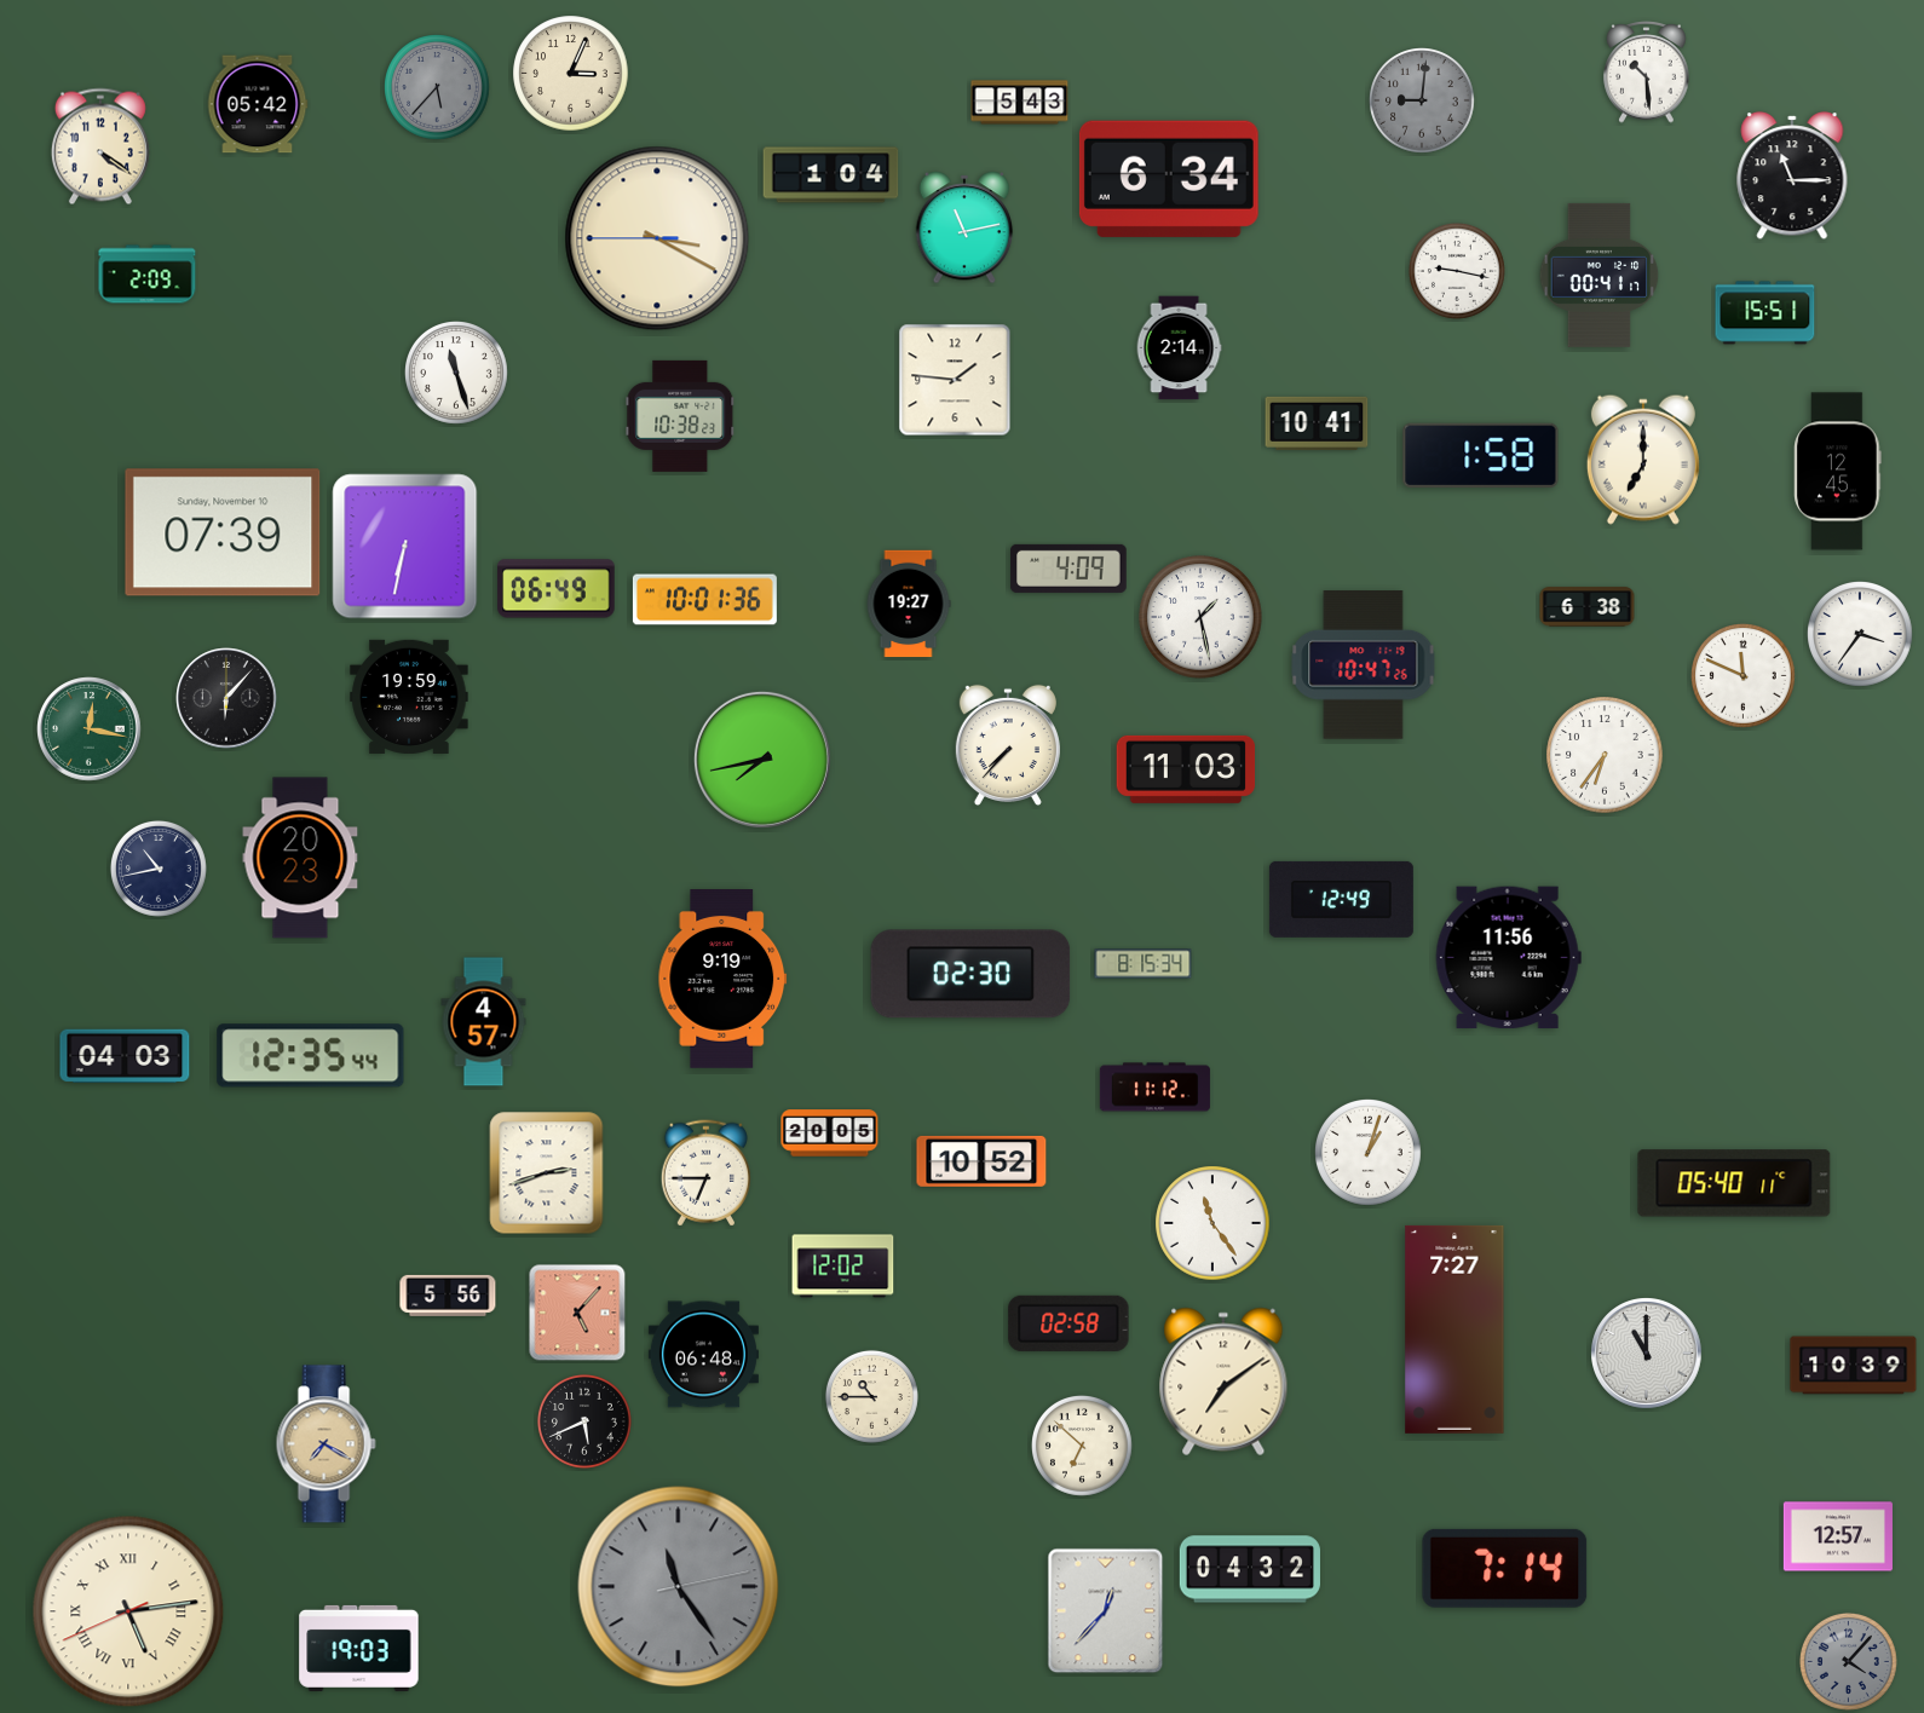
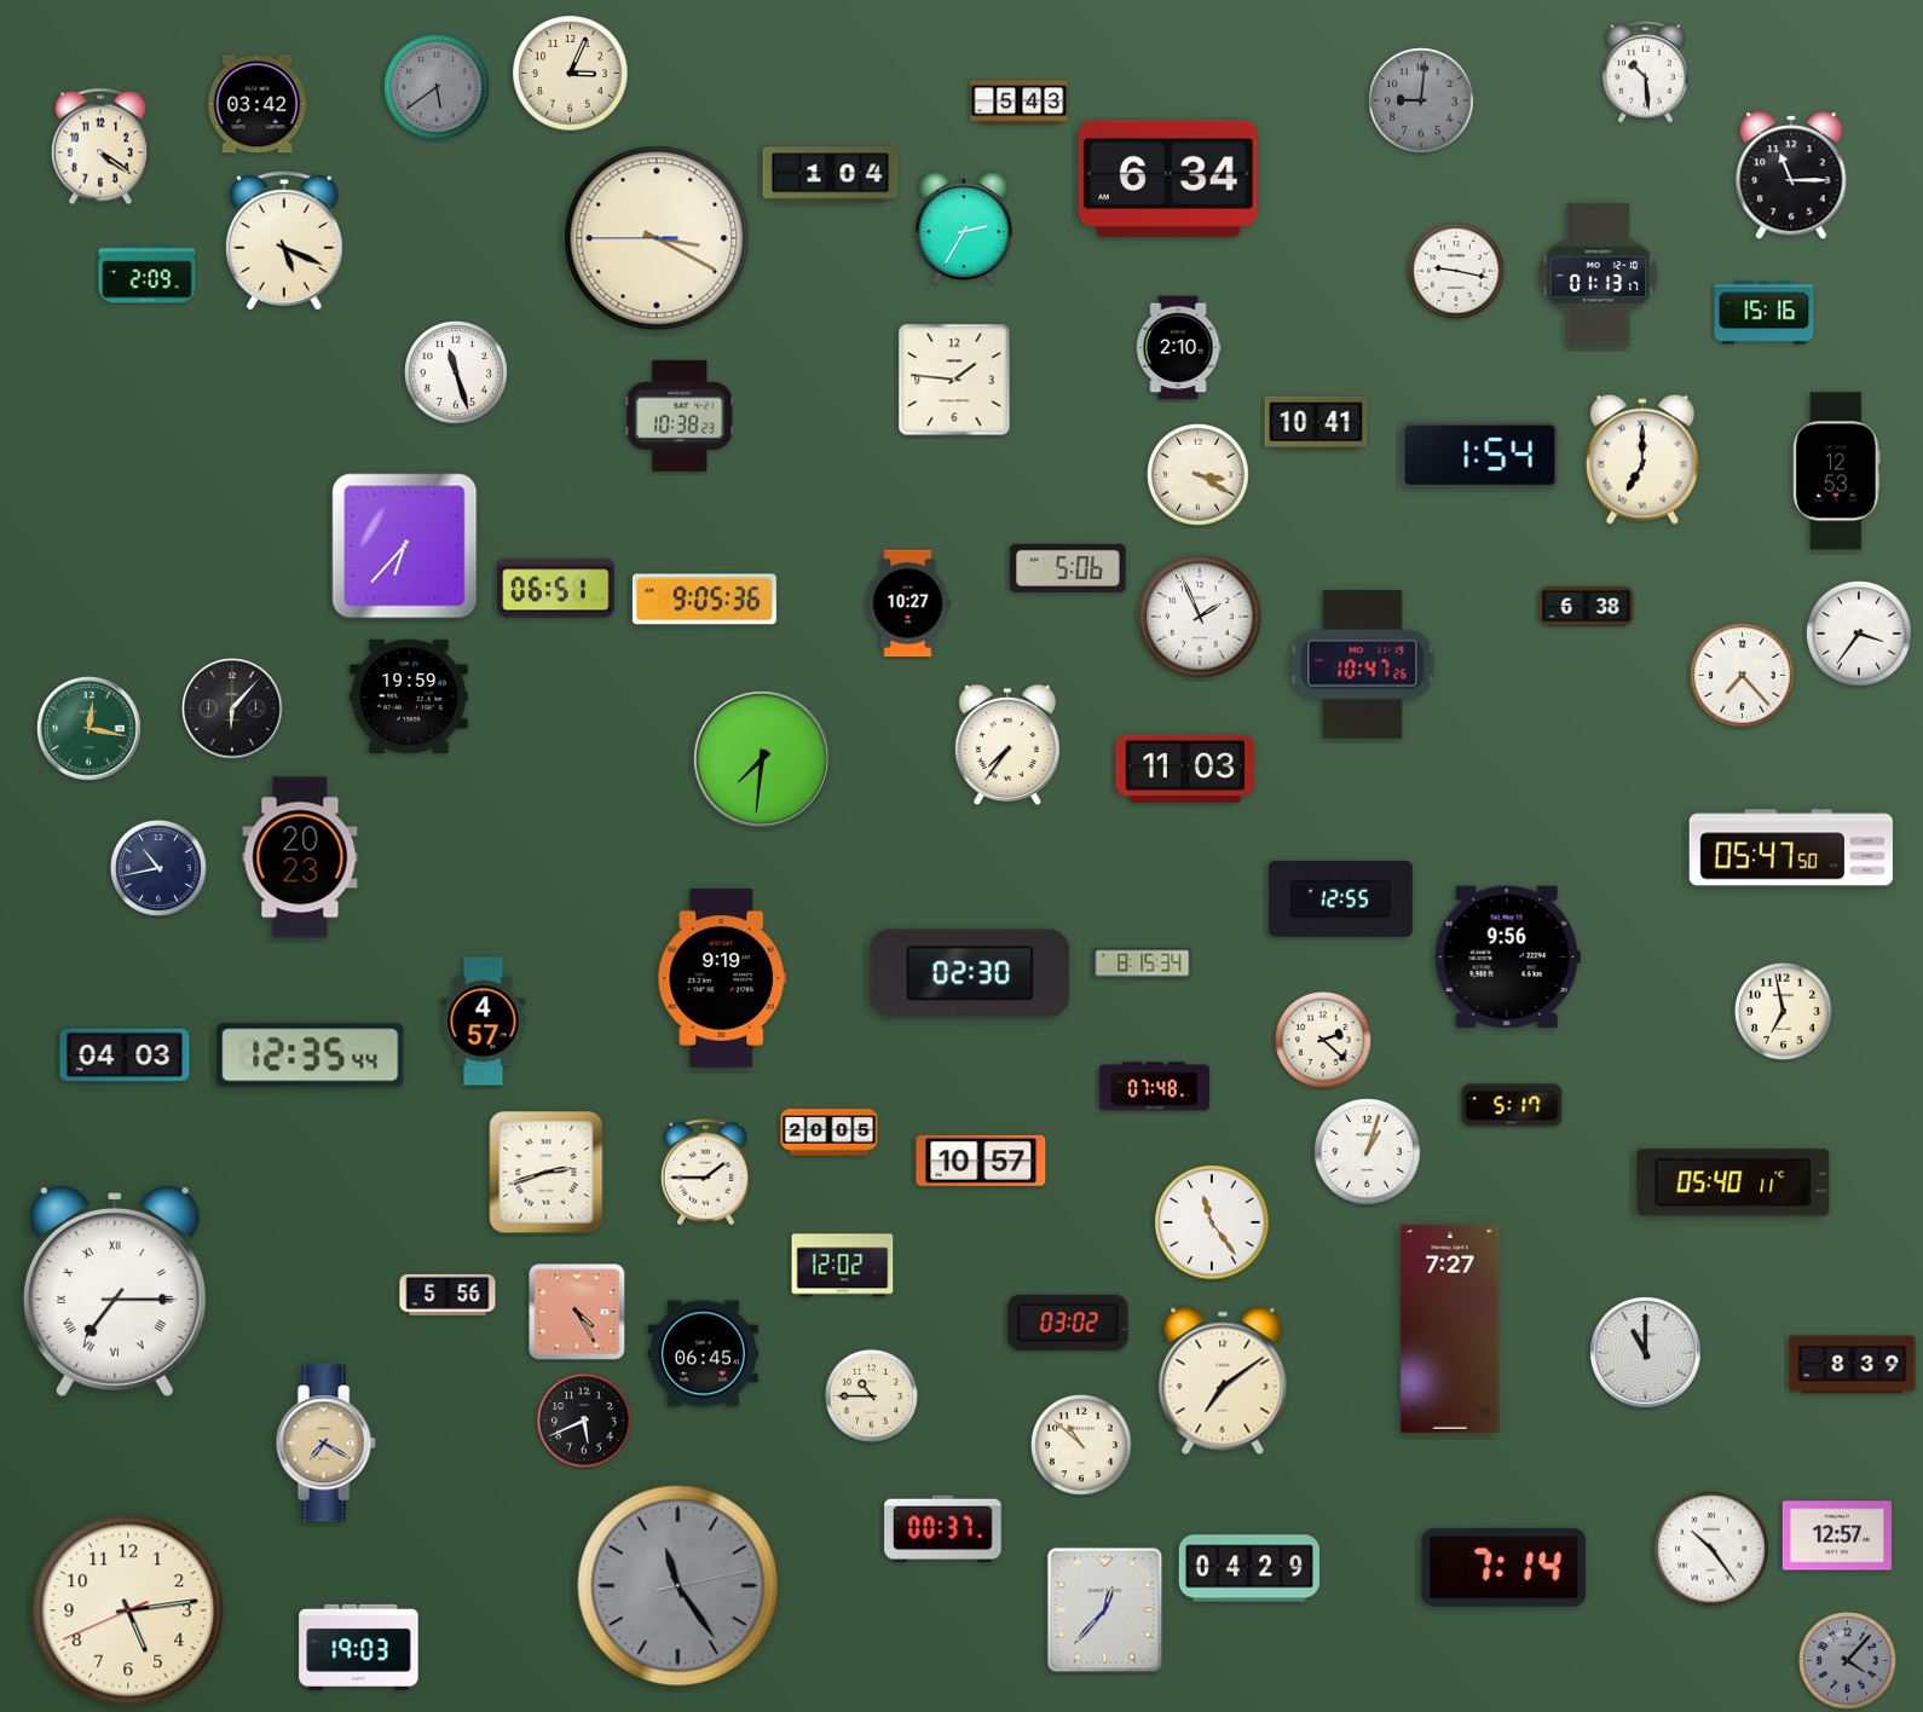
clock at (438, 88): 5:37 -> 5:39
clock at (258, 104): 05:42 -> 03:42
clock at (964, 227): 11:13 -> 2:35
clock at (285, 241): none -> 5:19
clock at (1600, 275): 00:41 -> 01:13
clock at (1765, 313): 15:51 -> 15:16
clock at (1179, 348): 2:14 -> 2:10
clock at (1481, 455): 1:58 -> 1:54
clock at (1838, 472): 12:45 -> 12:53
clock at (1199, 475): none -> 3:20
clock at (223, 532): 07:39 -> none
clock at (405, 547): 6:32 -> 6:37
clock at (1068, 569): 4:09 -> 5:06
clock at (557, 589): 06:49 -> 06:51
clock at (704, 600): 10:01 -> 9:05
clock at (909, 604): 19:27 -> 10:27
clock at (1200, 617): 1:28 -> 1:56
clock at (1744, 676): 11:49 -> 7:23
clock at (226, 698) position: (226, 698) -> (232, 708)
clock at (1008, 744): 7:37 -> 7:36
clock at (1605, 755): 6:36 -> none
clock at (762, 760): 7:43 -> 7:31
clock at (1791, 848): none -> 05:47
clock at (1341, 899): 12:49 -> 12:55
clock at (1508, 958): 11:56 -> 9:56
clock at (1783, 1011): none -> 6:58
clock at (1323, 1040): none -> 2:22
clock at (1154, 1088): 11:12 -> 07:48
clock at (1512, 1105): none -> 5:17
clock at (981, 1161): 10:52 -> 10:57
clock at (705, 1173): 6:45 -> 1:45
clock at (115, 1291): none -> 7:15
clock at (577, 1313): 5:07 -> 4:25
clock at (1068, 1323): 02:58 -> 03:02
clock at (1454, 1330) position: (1454, 1330) -> (1450, 1329)
clock at (703, 1355): 06:48 -> 06:45
clock at (1854, 1366): 10:39 -> 8:39
clock at (1083, 1447): 6:52 -> 10:52
clock at (943, 1529): none -> 00:37
clock at (1711, 1549): none -> 10:24
clock at (1250, 1569): 04:32 -> 04:29
clock at (128, 1611) numerals: Roman -> Arabic
